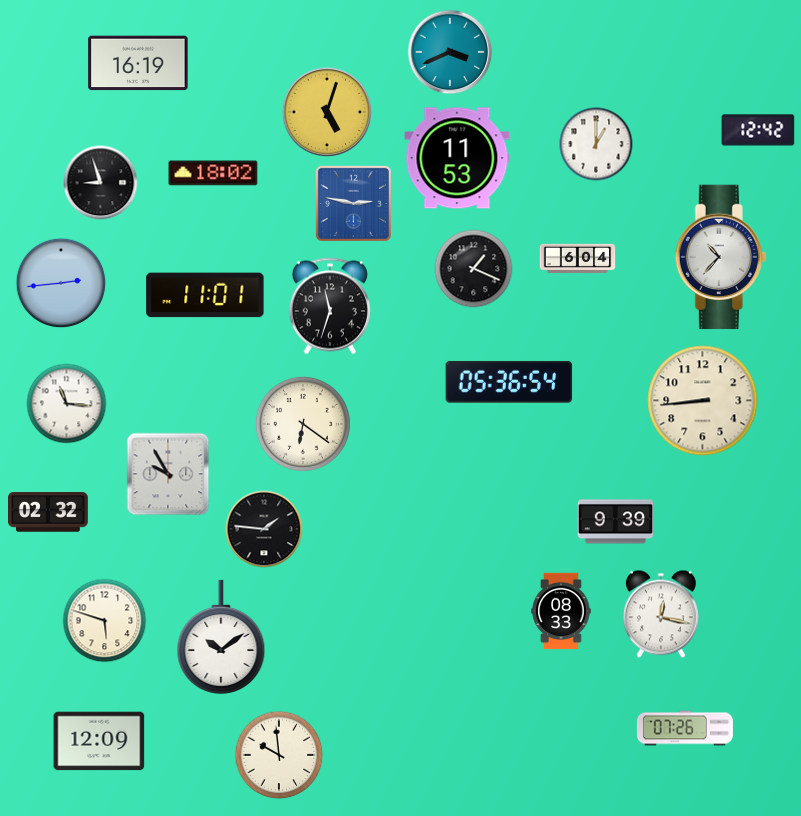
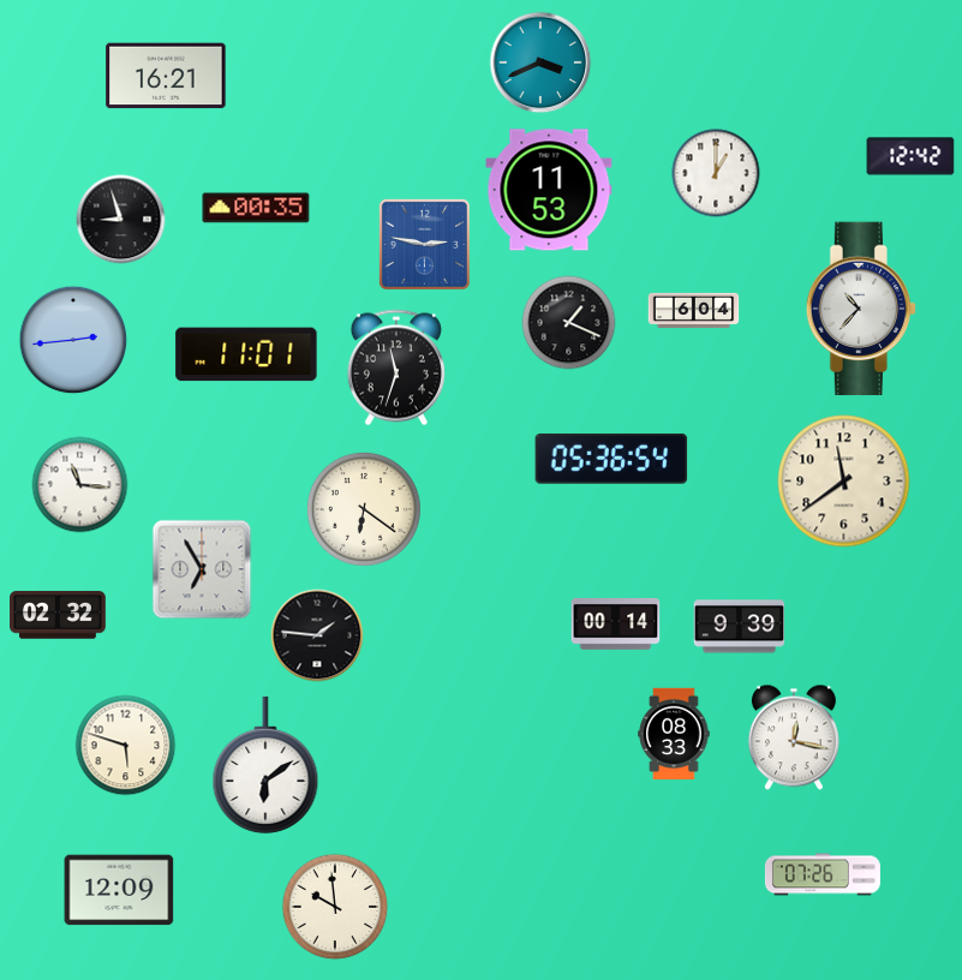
clock at (138, 63): 16:19 -> 16:21
clock at (327, 112): 5:03 -> none
clock at (213, 173): 18:02 -> 00:35
clock at (720, 257) position: (720, 257) -> (860, 309)
clock at (703, 401): 8:44 -> 11:39
clock at (168, 474): 9:55 -> 6:55
clock at (616, 625): none -> 00:14
clock at (221, 637): 10:09 -> 6:09
